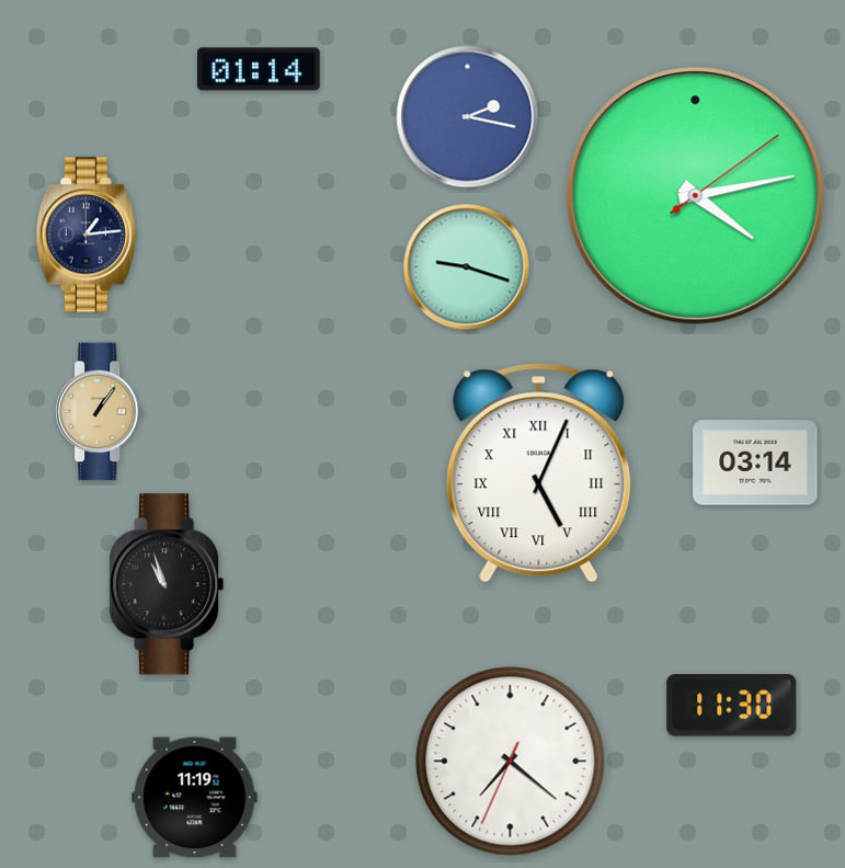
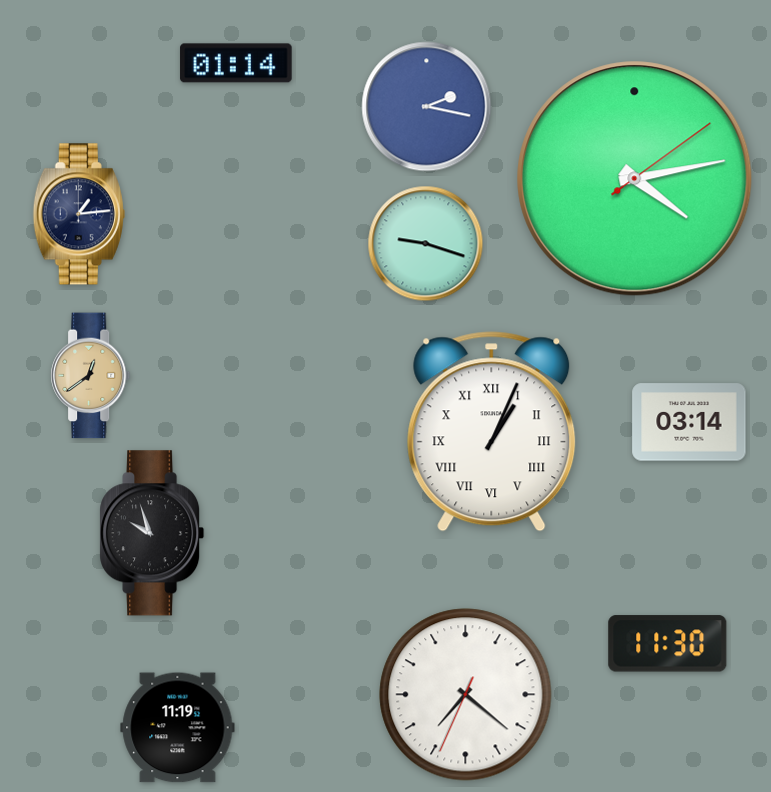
clock at (100, 412): 1:06 -> 12:39
clock at (539, 473): 5:04 -> 1:04
clock at (167, 584): 10:57 -> 9:57
